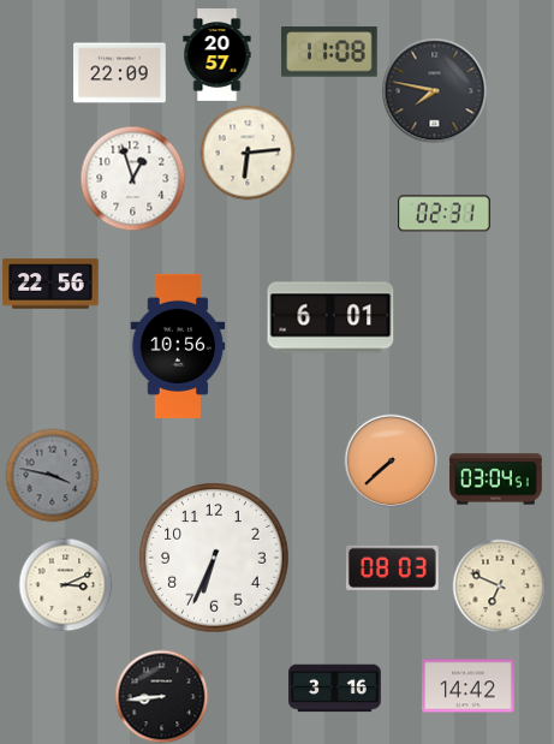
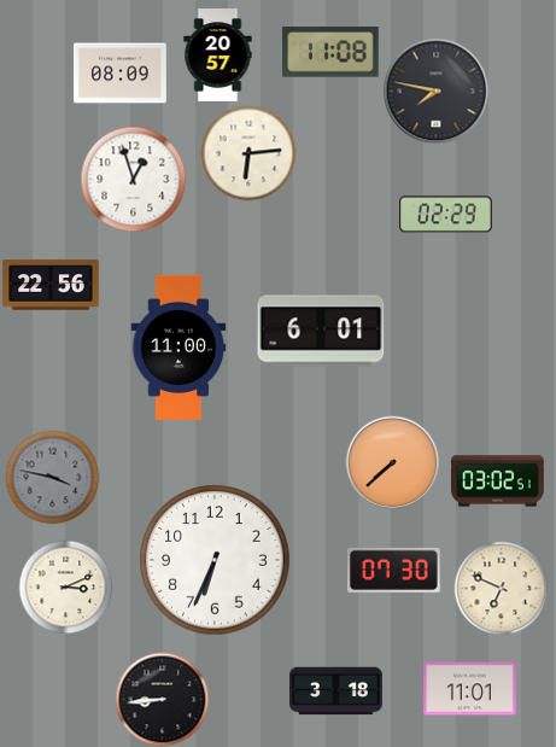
clock at (120, 73): 22:09 -> 08:09
clock at (445, 214): 02:31 -> 02:29
clock at (330, 317) position: (330, 317) -> (321, 331)
clock at (178, 346): 10:56 -> 11:00
clock at (496, 480): 03:04 -> 03:02
clock at (392, 567): 08:03 -> 07:30
clock at (469, 686): 14:42 -> 11:01
clock at (335, 689): 3:16 -> 3:18
